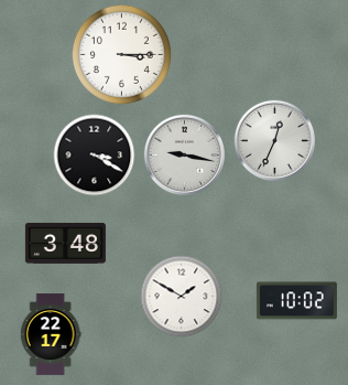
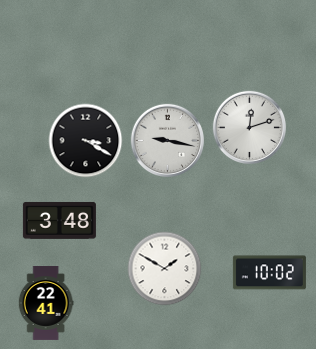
clock at (121, 54): 3:15 -> none
clock at (274, 140): 12:34 -> 12:12
clock at (51, 335): 22:17 -> 22:41
